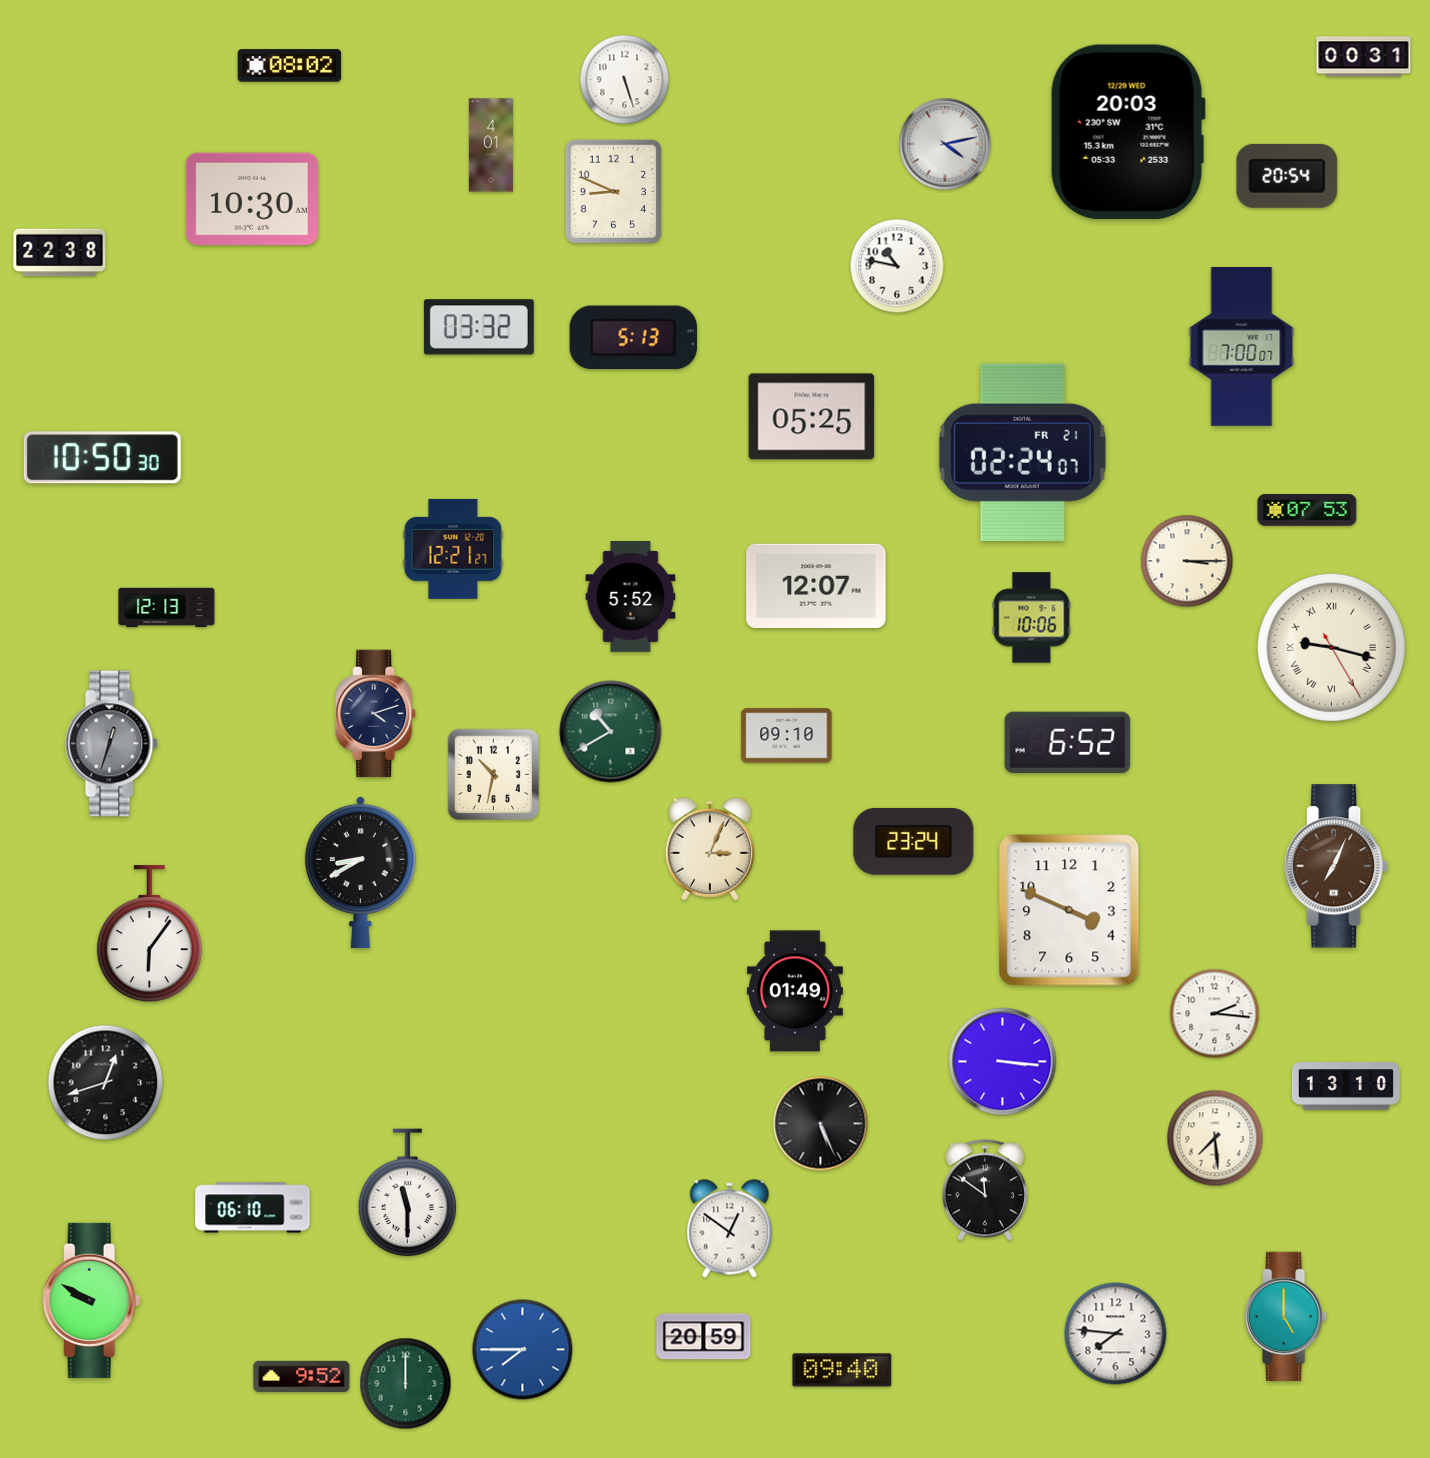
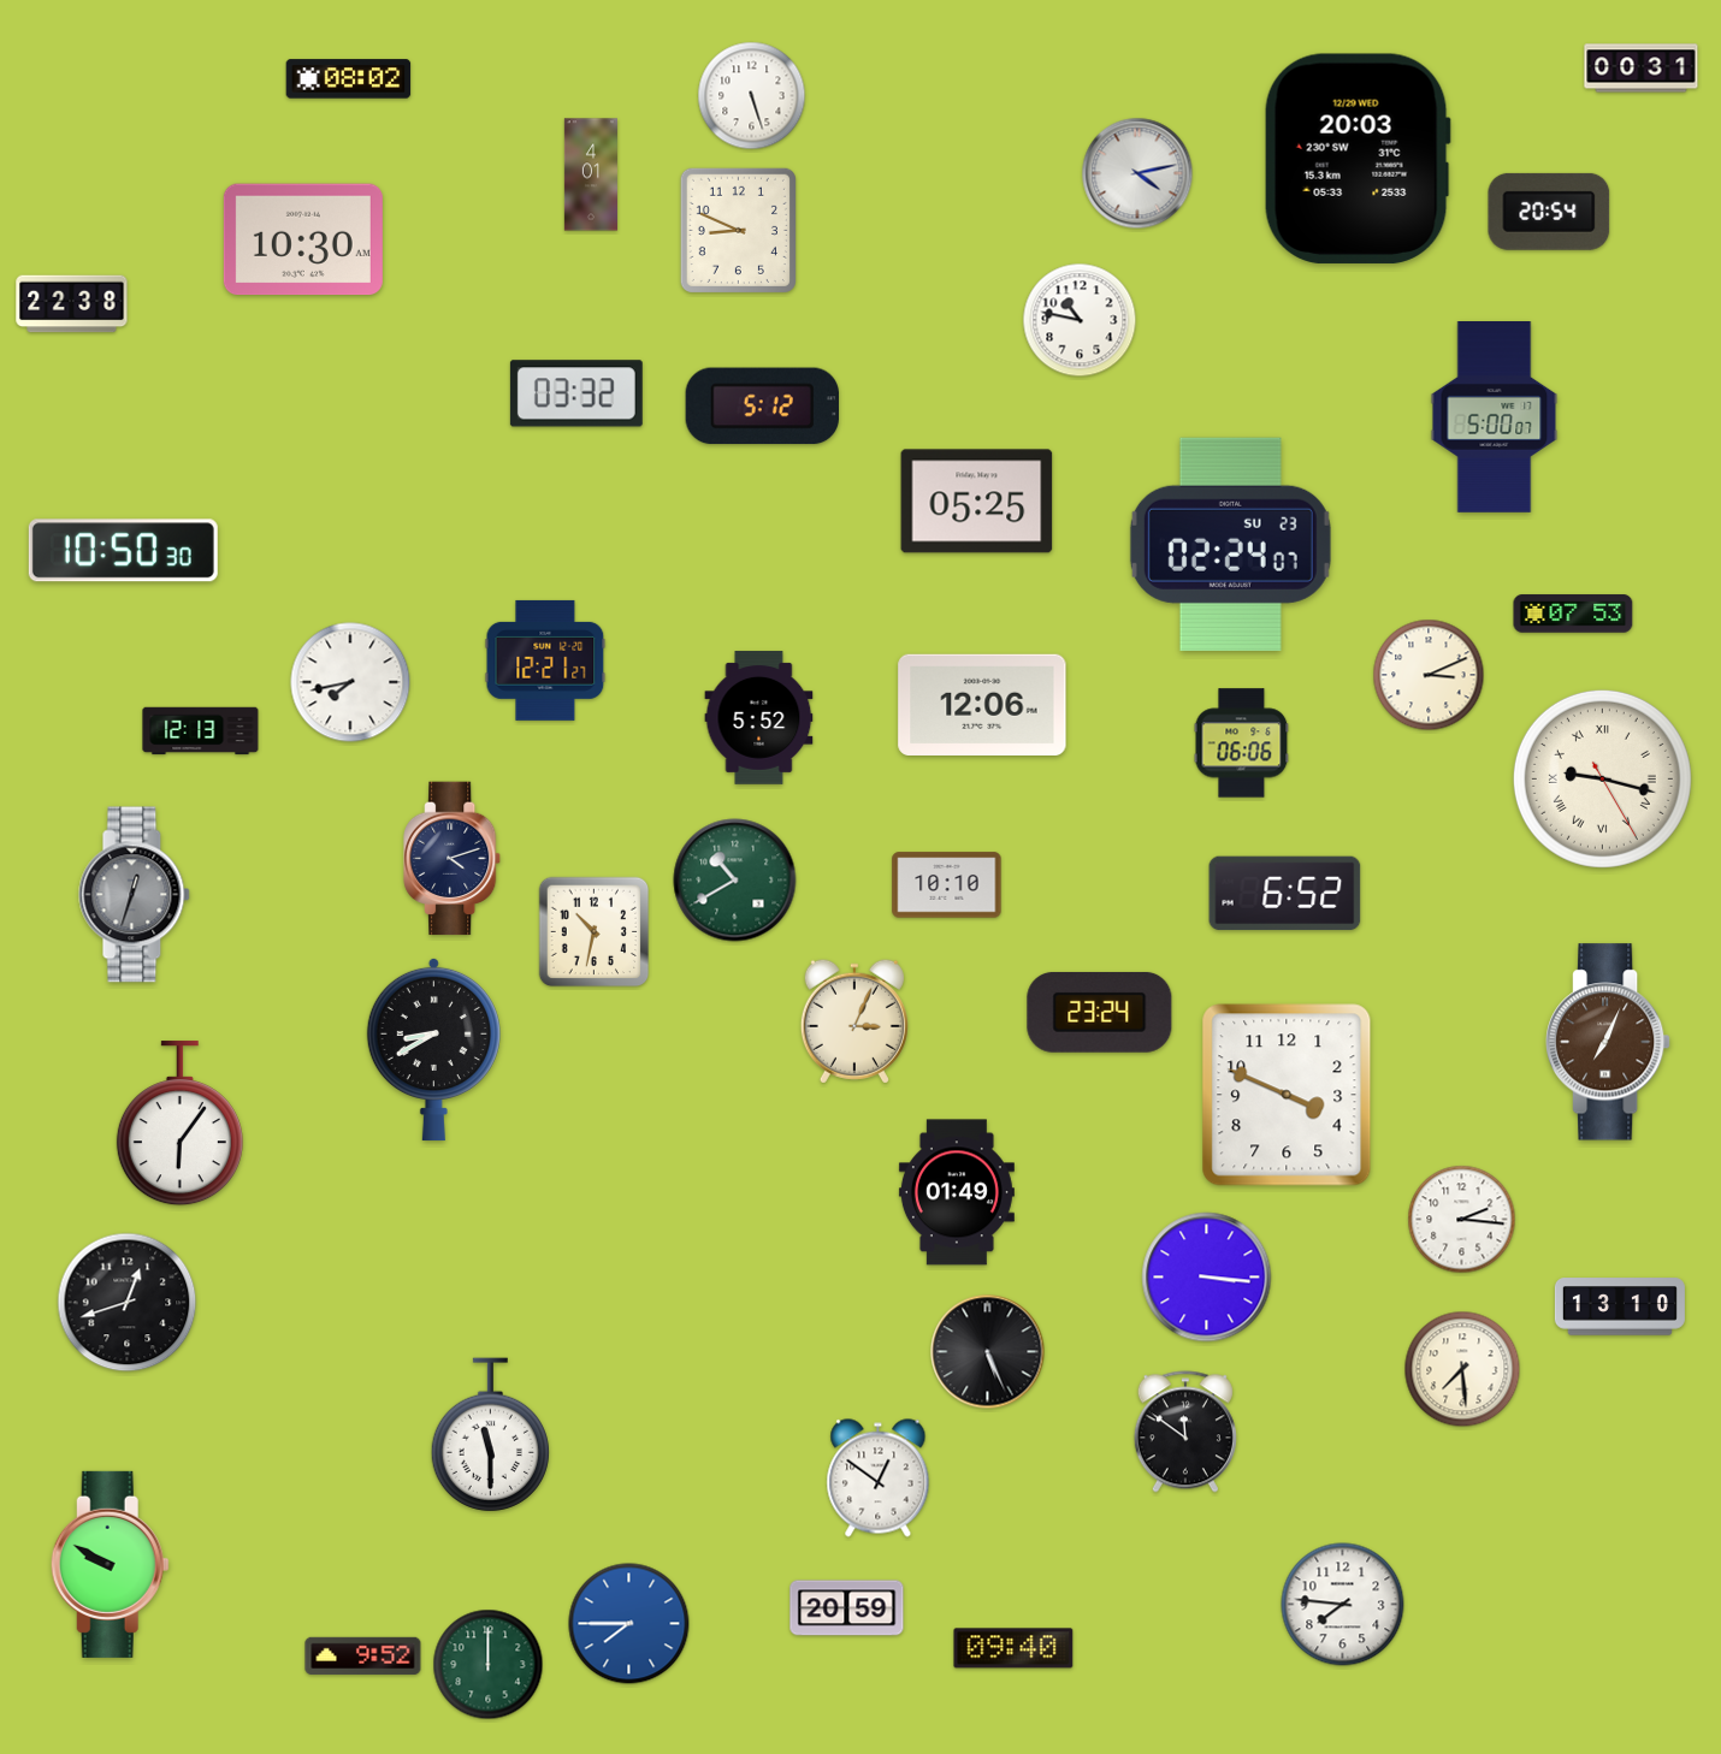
clock at (633, 338): 5:13 -> 5:12
clock at (1242, 347): 7:00 -> 5:00
clock at (1022, 452) date: FR 21 -> SU 23
clock at (1187, 561): 3:15 -> 3:11
clock at (350, 682): none -> 7:43
clock at (816, 585): 12:07 -> 12:06
clock at (1032, 618): 10:06 -> 06:06
clock at (787, 736): 09:10 -> 10:10
clock at (253, 1208): 06:10 -> none
clock at (1286, 1316): 5:00 -> none
